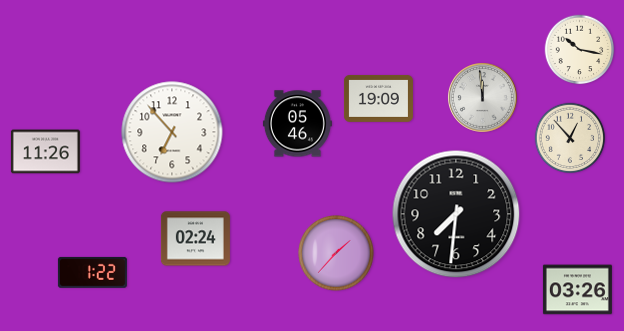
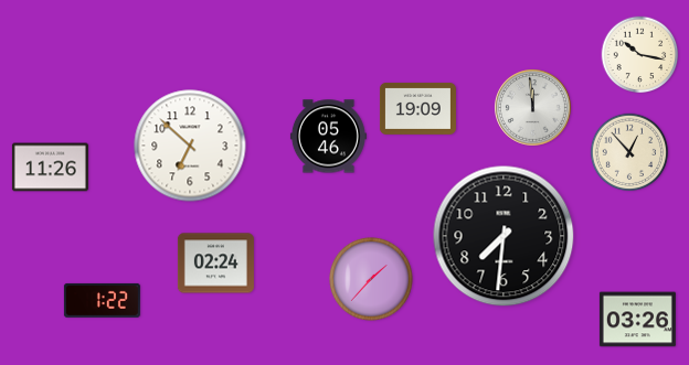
clock at (172, 132): 6:53 -> 6:52
